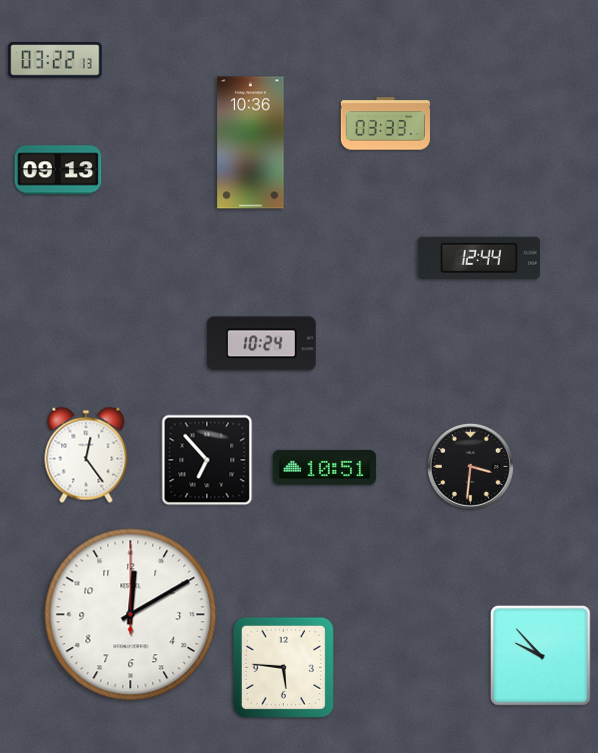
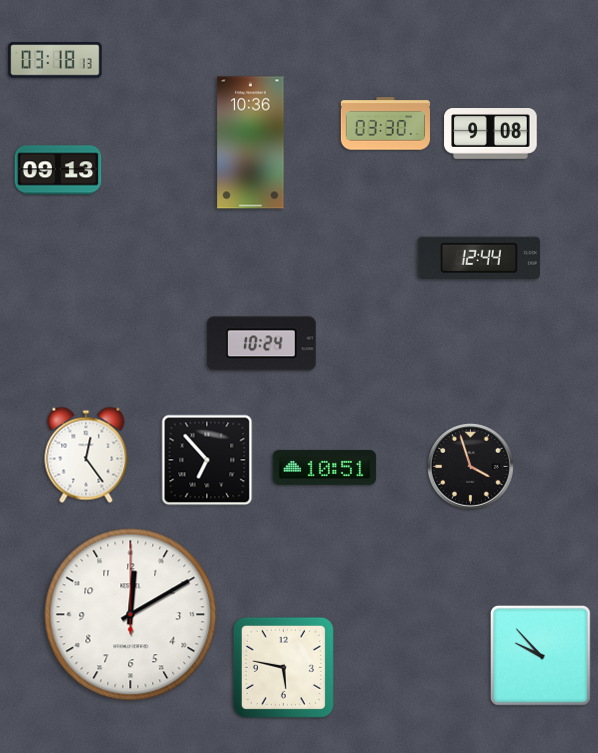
clock at (55, 60): 03:22 -> 03:18
clock at (385, 124): 03:33 -> 03:30
clock at (491, 134): none -> 9:08
clock at (471, 467): 3:31 -> 3:57
clock at (283, 667): 5:46 -> 5:47
